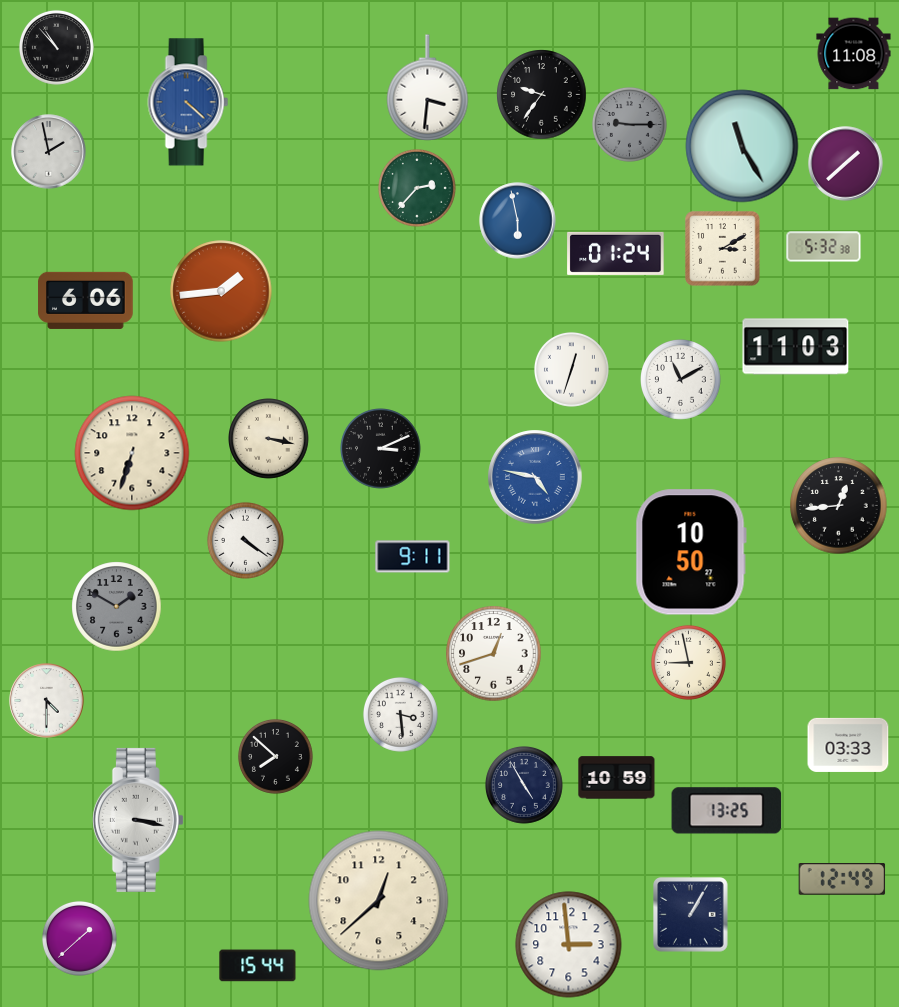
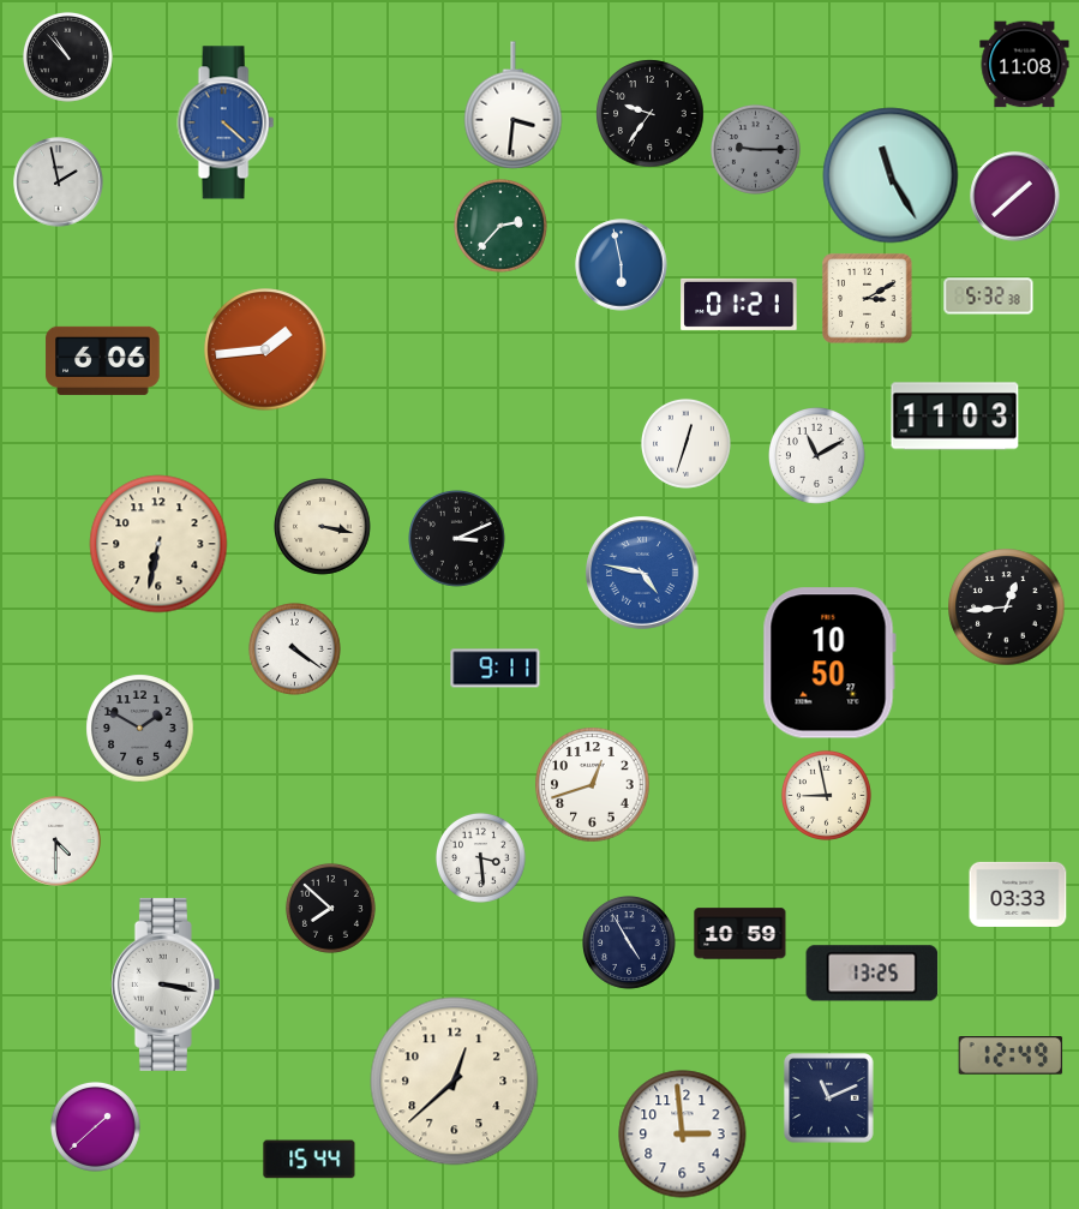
clock at (616, 253): 01:24 -> 01:21
clock at (132, 453): 6:33 -> 6:32
clock at (691, 915): 1:05 -> 11:11
